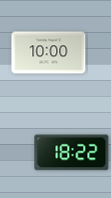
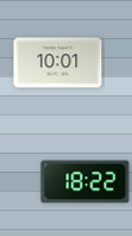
clock at (49, 53): 10:00 -> 10:01
